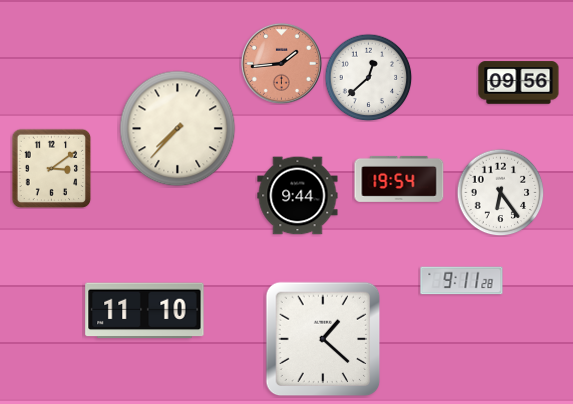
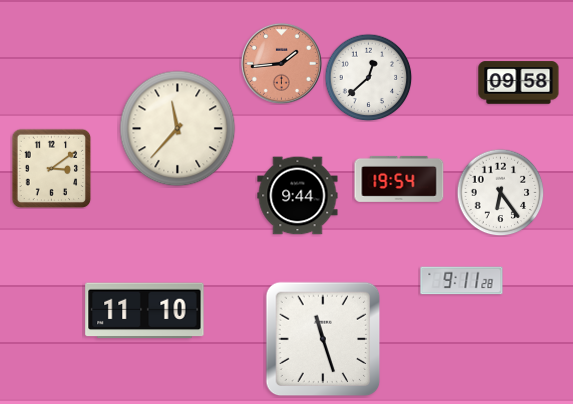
clock at (519, 83): 09:56 -> 09:58
clock at (178, 129): 7:37 -> 11:37
clock at (323, 339): 1:22 -> 11:27
